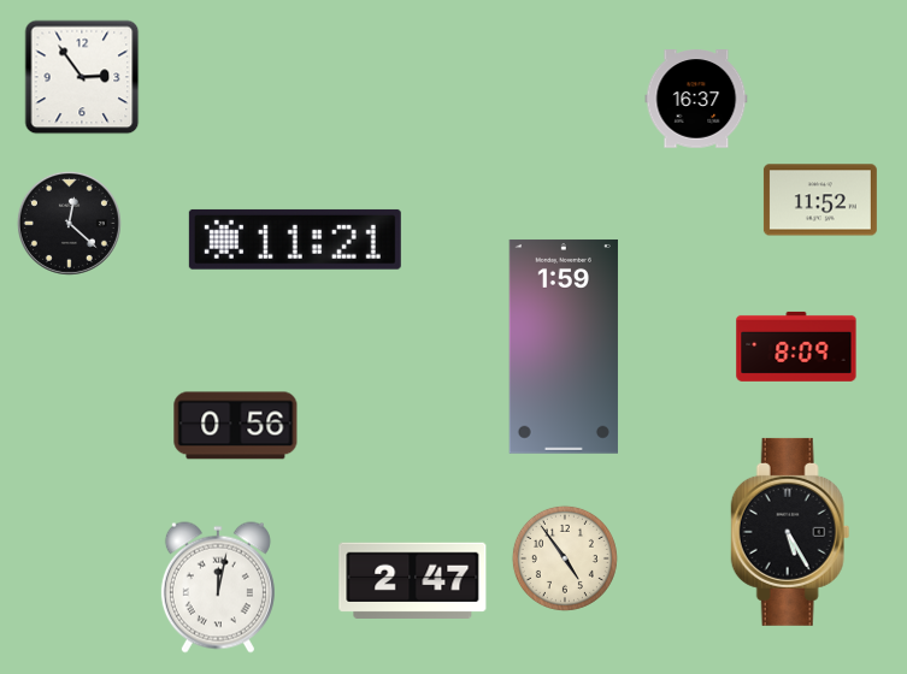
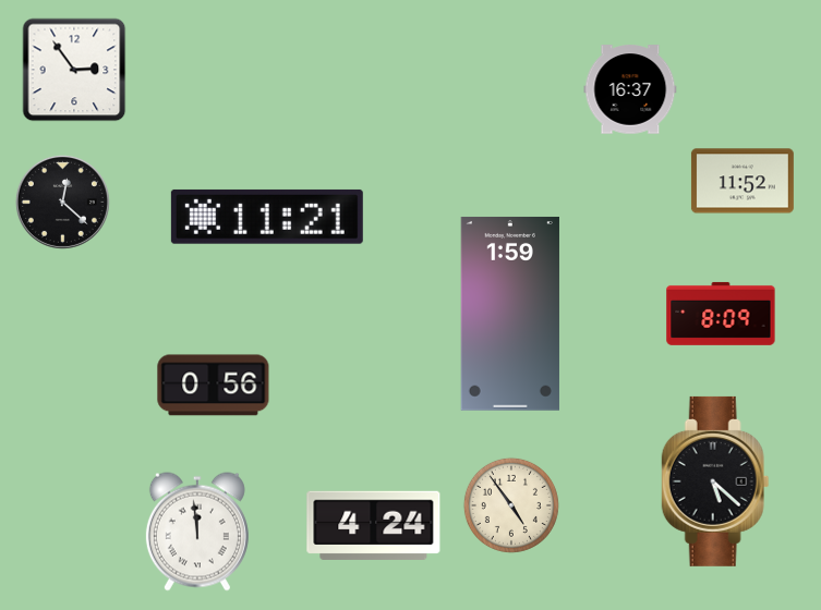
clock at (790, 532): 5:25 -> 5:22
clock at (413, 580): 2:47 -> 4:24
clock at (218, 587): 12:02 -> 11:59
